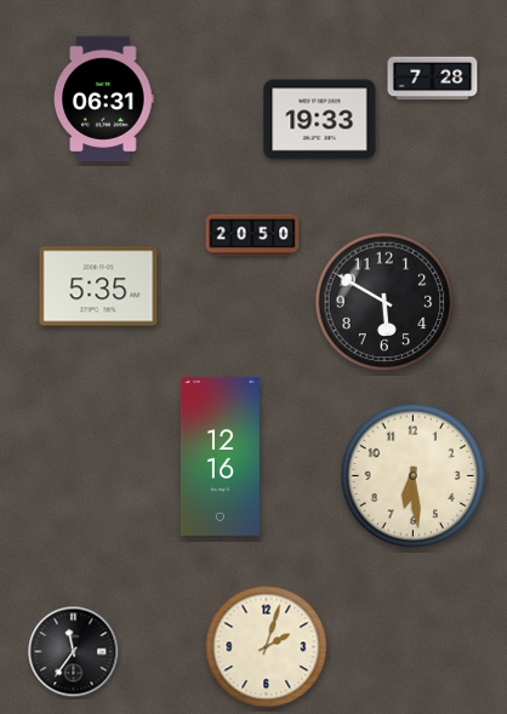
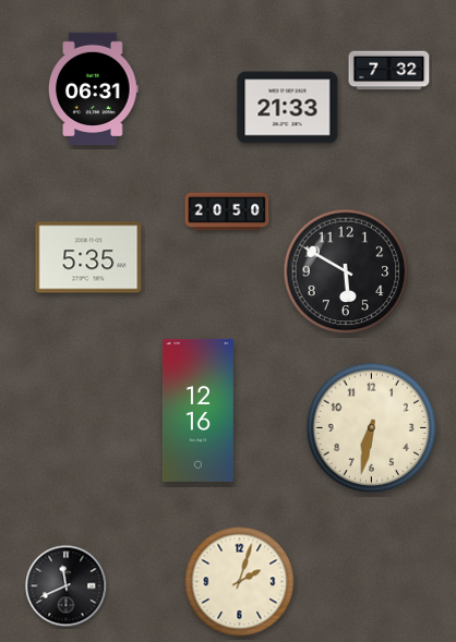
clock at (433, 79): 7:28 -> 7:32
clock at (320, 120): 19:33 -> 21:33
clock at (414, 476): 6:29 -> 6:32
clock at (74, 652): 11:36 -> 11:41
